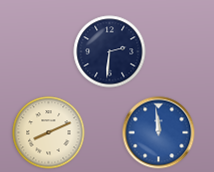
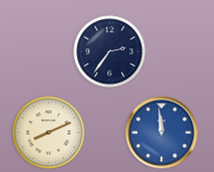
clock at (110, 52): 2:31 -> 2:36
clock at (159, 133) position: (159, 133) -> (162, 133)
